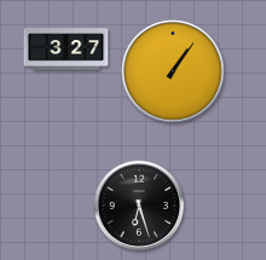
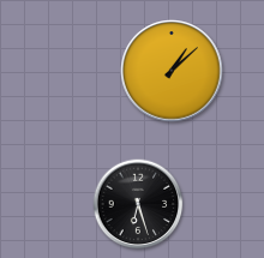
clock at (66, 50): 3:27 -> none
clock at (173, 71): 1:06 -> 1:08
